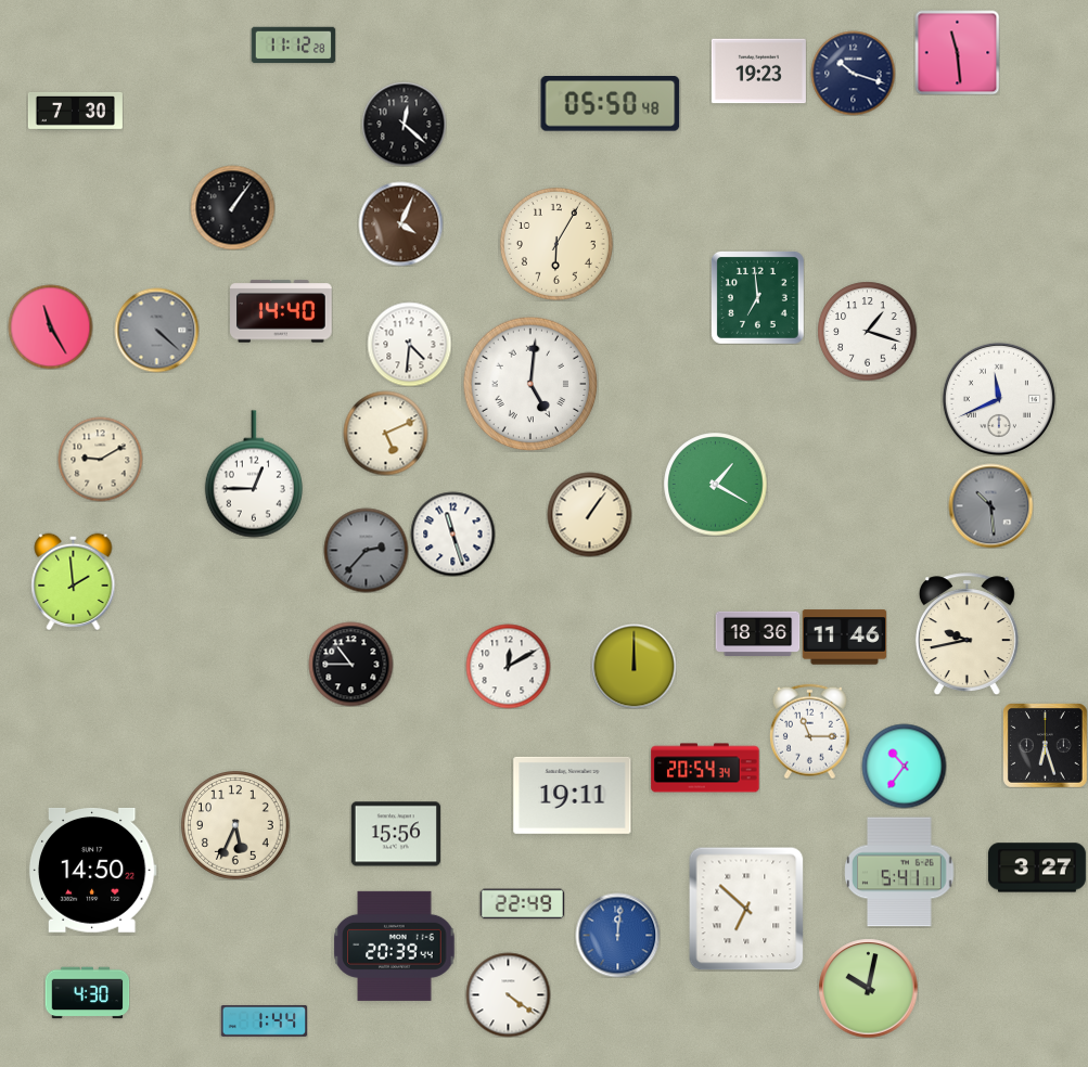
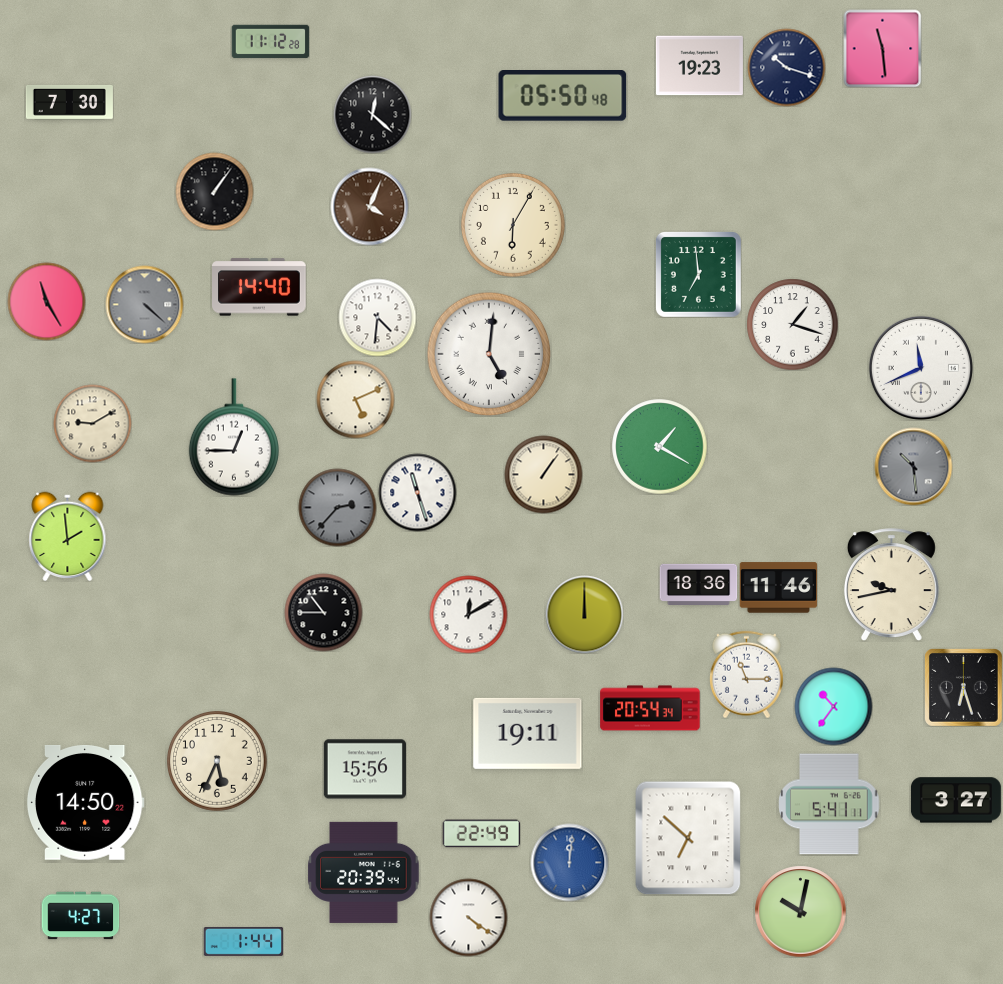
clock at (867, 331) position: (867, 331) -> (792, 324)
clock at (87, 993): 4:30 -> 4:27
